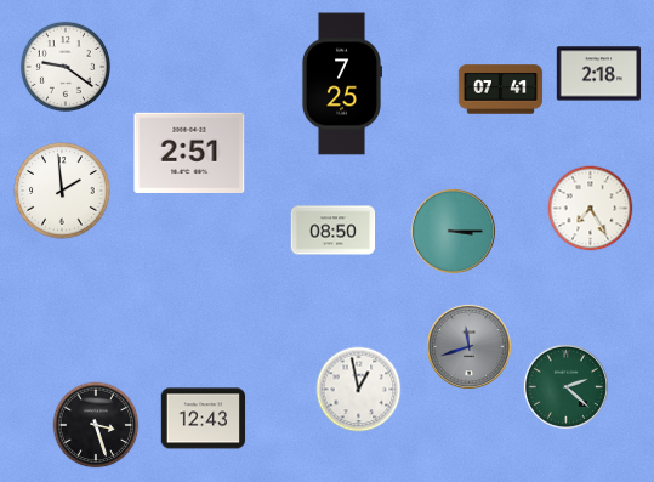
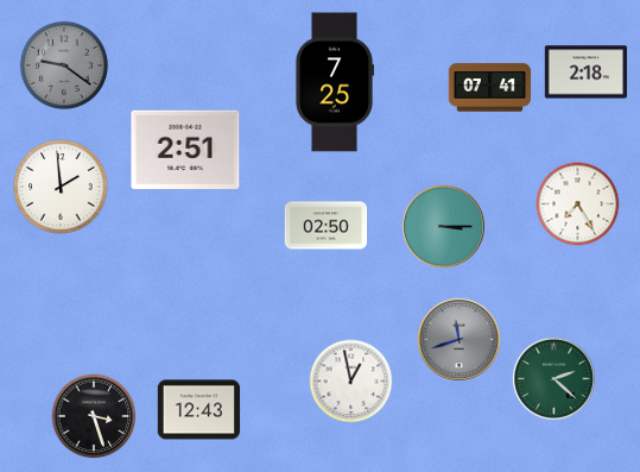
clock at (66, 67) dial: white -> grey
clock at (334, 231): 08:50 -> 02:50
